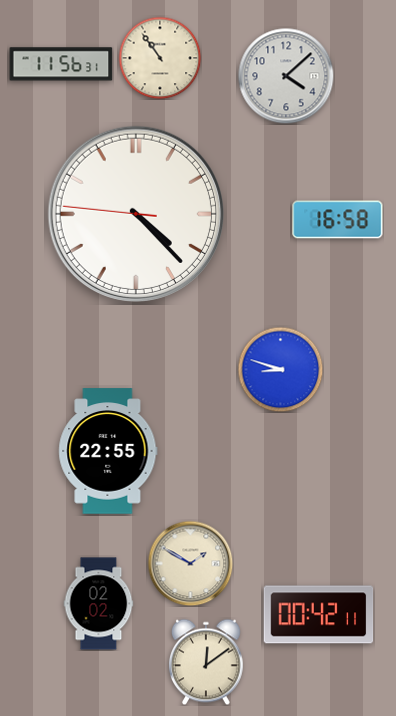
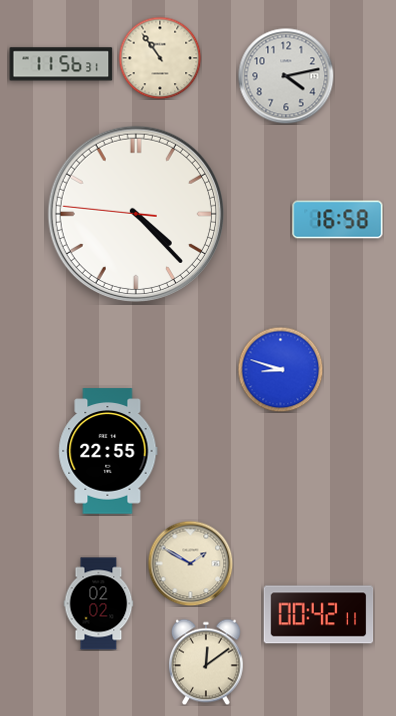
clock at (286, 76): 4:08 -> 4:13
